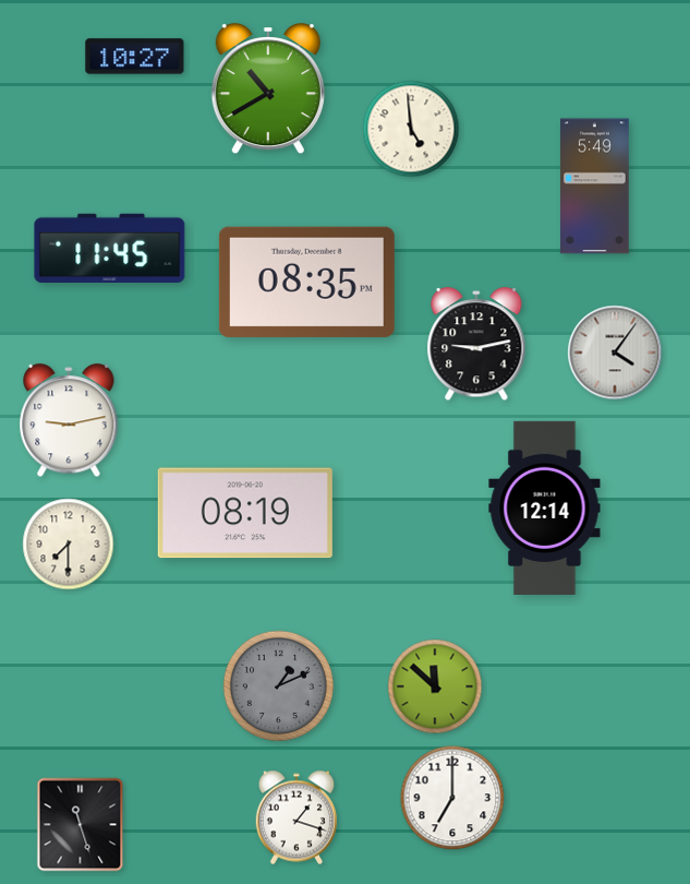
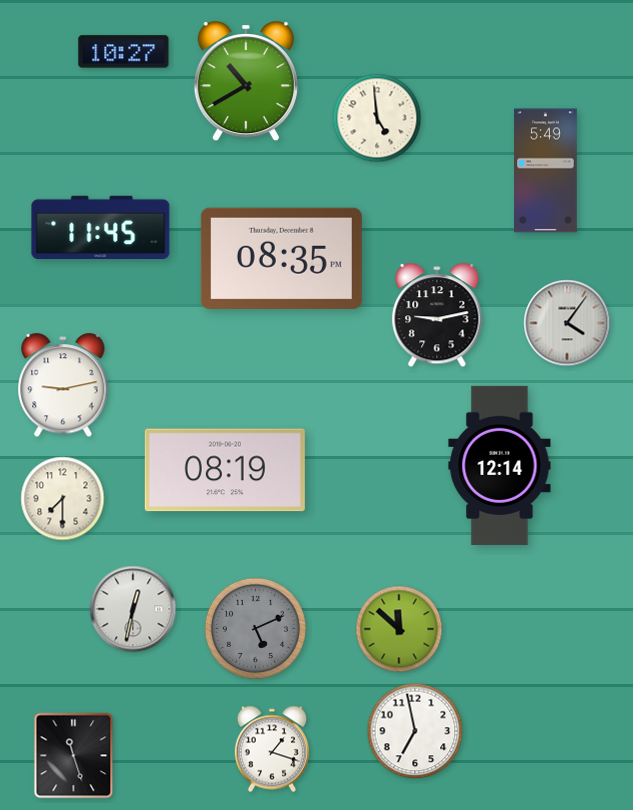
clock at (615, 353) position: (615, 353) -> (567, 323)
clock at (133, 609): none -> 12:32
clock at (278, 685): 1:11 -> 5:11
clock at (452, 798): 7:00 -> 6:58
